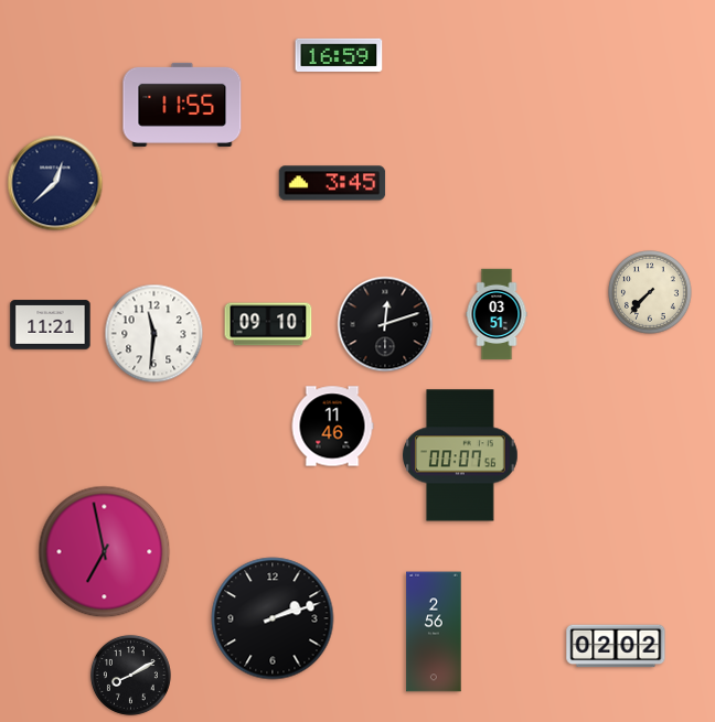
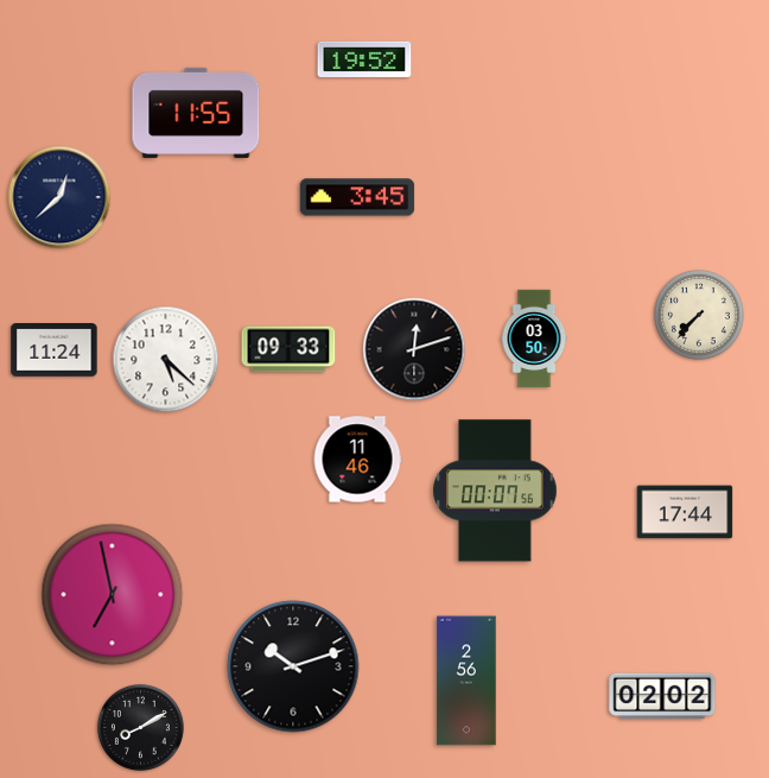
clock at (339, 55): 16:59 -> 19:52
clock at (497, 314): 03:51 -> 03:50
clock at (268, 324): 09:10 -> 09:33
clock at (51, 325): 11:21 -> 11:24
clock at (154, 334): 11:31 -> 5:22
clock at (685, 512): none -> 17:44
clock at (273, 618): 2:12 -> 10:12
